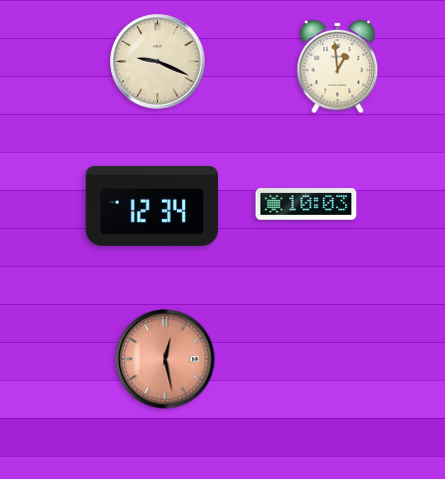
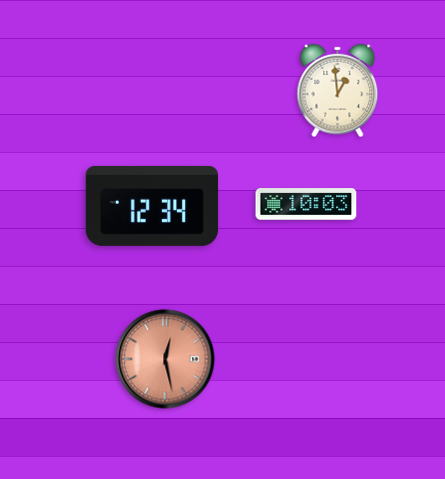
clock at (158, 62): 9:19 -> none
clock at (338, 67) position: (338, 67) -> (338, 91)
